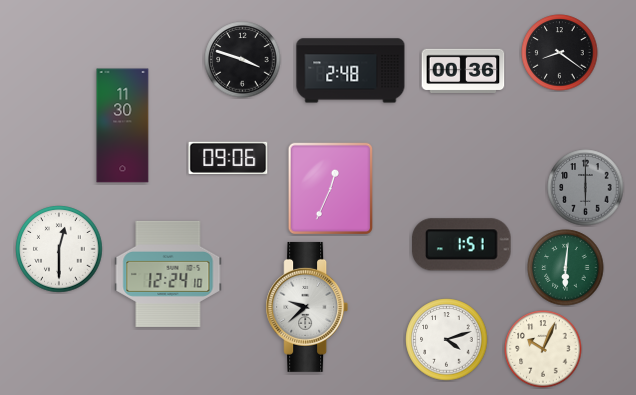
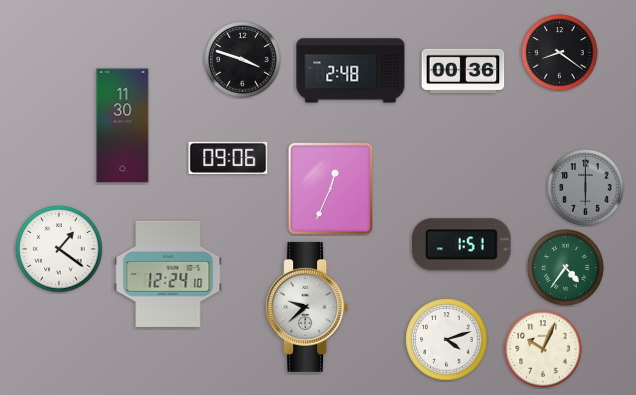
clock at (59, 249): 12:30 -> 1:21
clock at (566, 268): 6:01 -> 4:36
